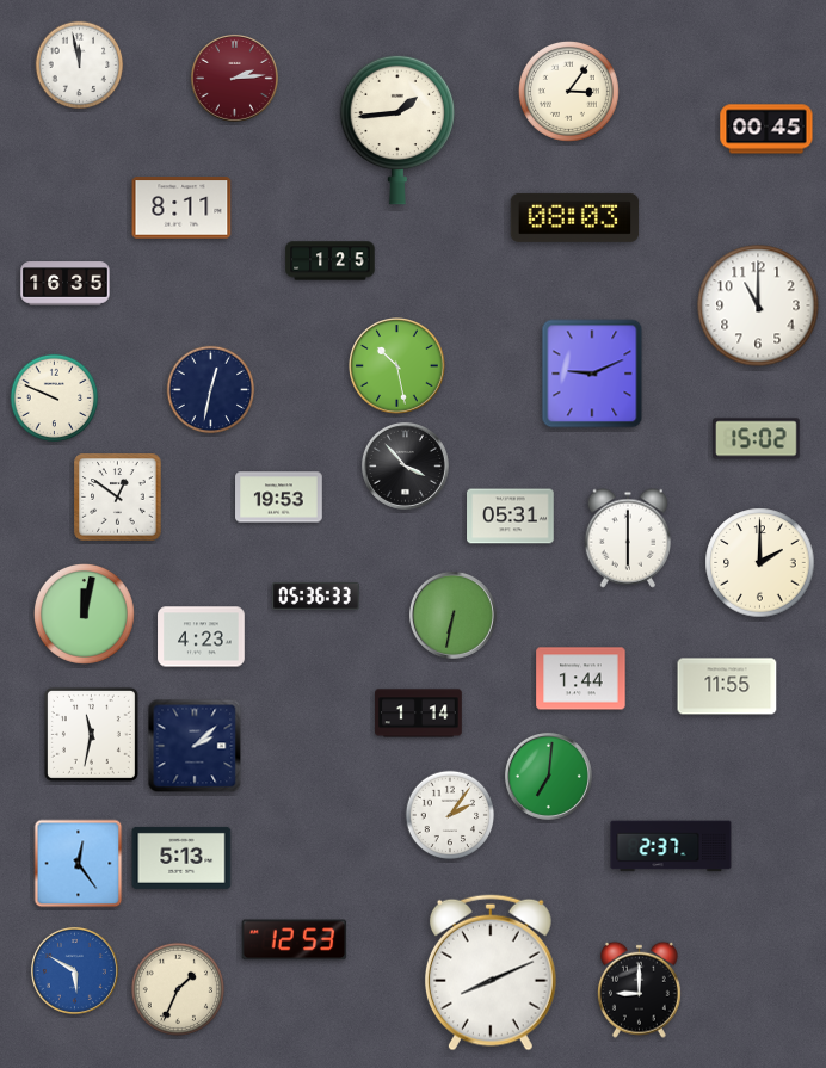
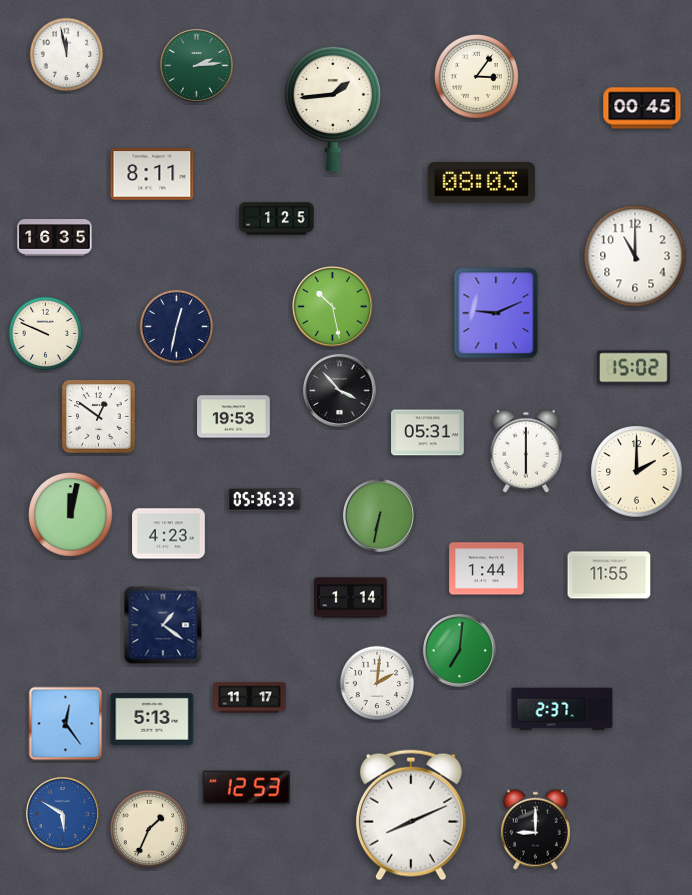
clock at (234, 78) dial: burgundy -> green
clock at (91, 734): 11:32 -> none
clock at (195, 746): 2:08 -> 1:21
clock at (450, 815): 2:06 -> 2:01
clock at (250, 698): none -> 11:17
